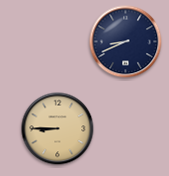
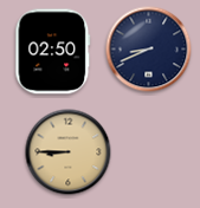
clock at (53, 52): none -> 02:50
